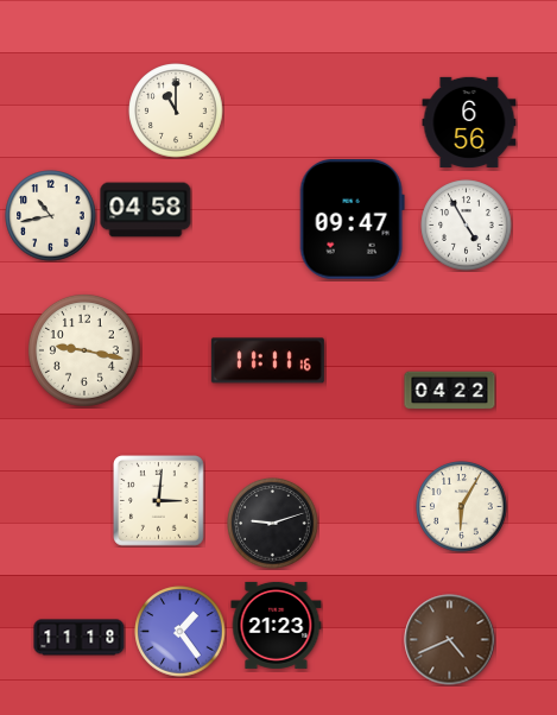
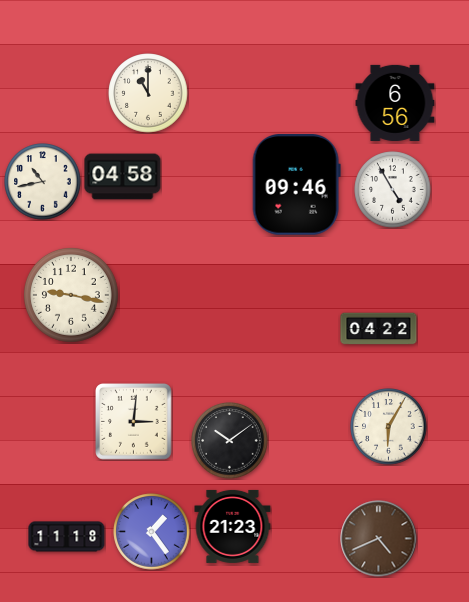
clock at (352, 220): 09:47 -> 09:46
clock at (267, 361): 11:11 -> none
clock at (273, 524): 9:12 -> 10:09
